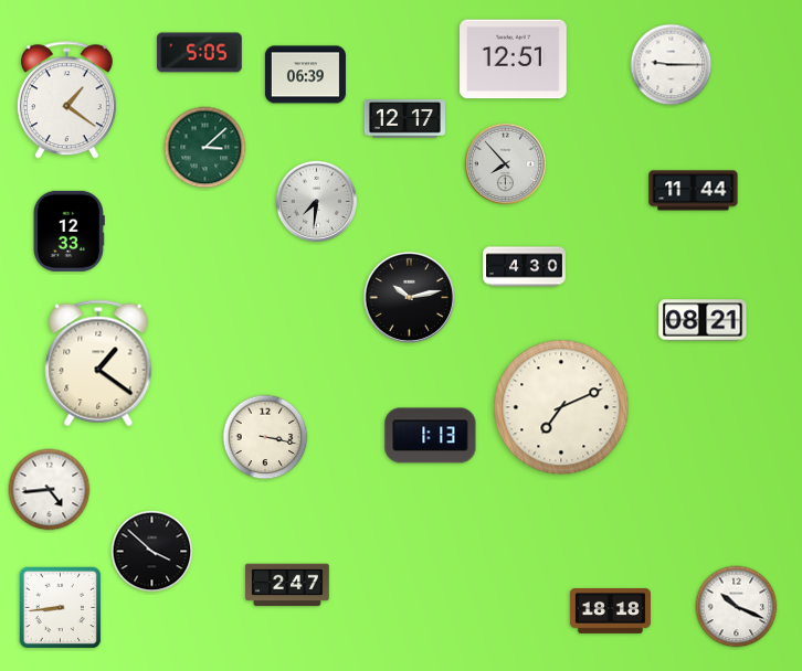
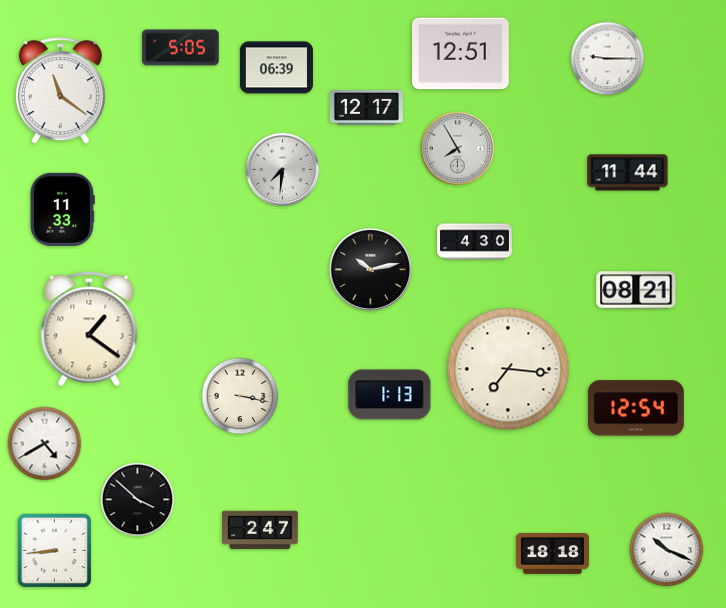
clock at (514, 60) position: (514, 60) -> (461, 54)
clock at (66, 100): 1:21 -> 11:21
clock at (205, 148): 3:08 -> none
clock at (506, 164): 7:53 -> 7:55
clock at (317, 202) position: (317, 202) -> (283, 170)
clock at (68, 231): 12:33 -> 11:33
clock at (561, 407): 7:11 -> 7:16
clock at (636, 408): none -> 12:54
clock at (50, 490): 4:44 -> 4:40
